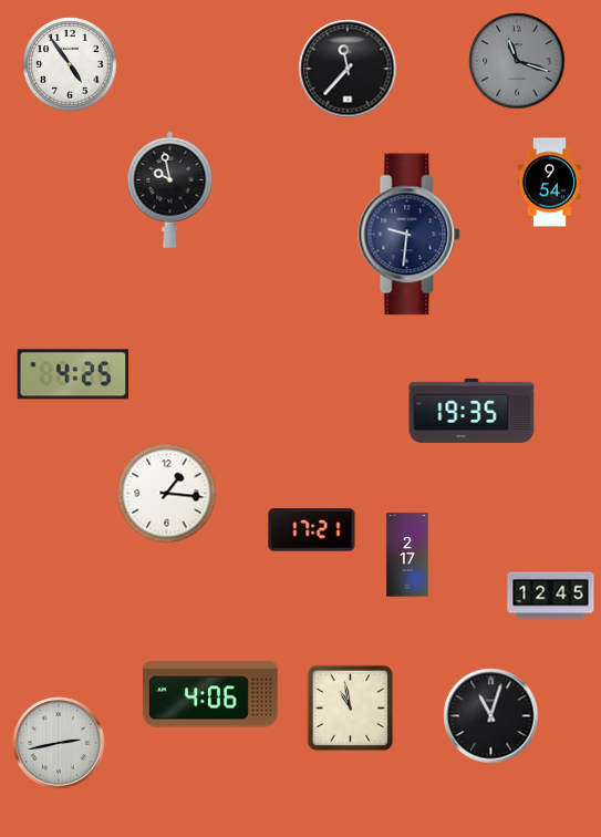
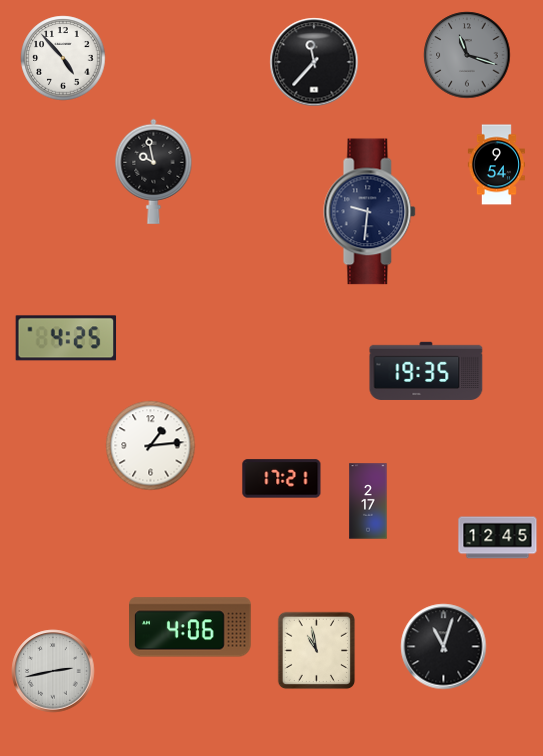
clock at (70, 64): 4:54 -> 4:53
clock at (167, 494): 1:16 -> 1:14
clock at (351, 709) position: (351, 709) -> (317, 651)
